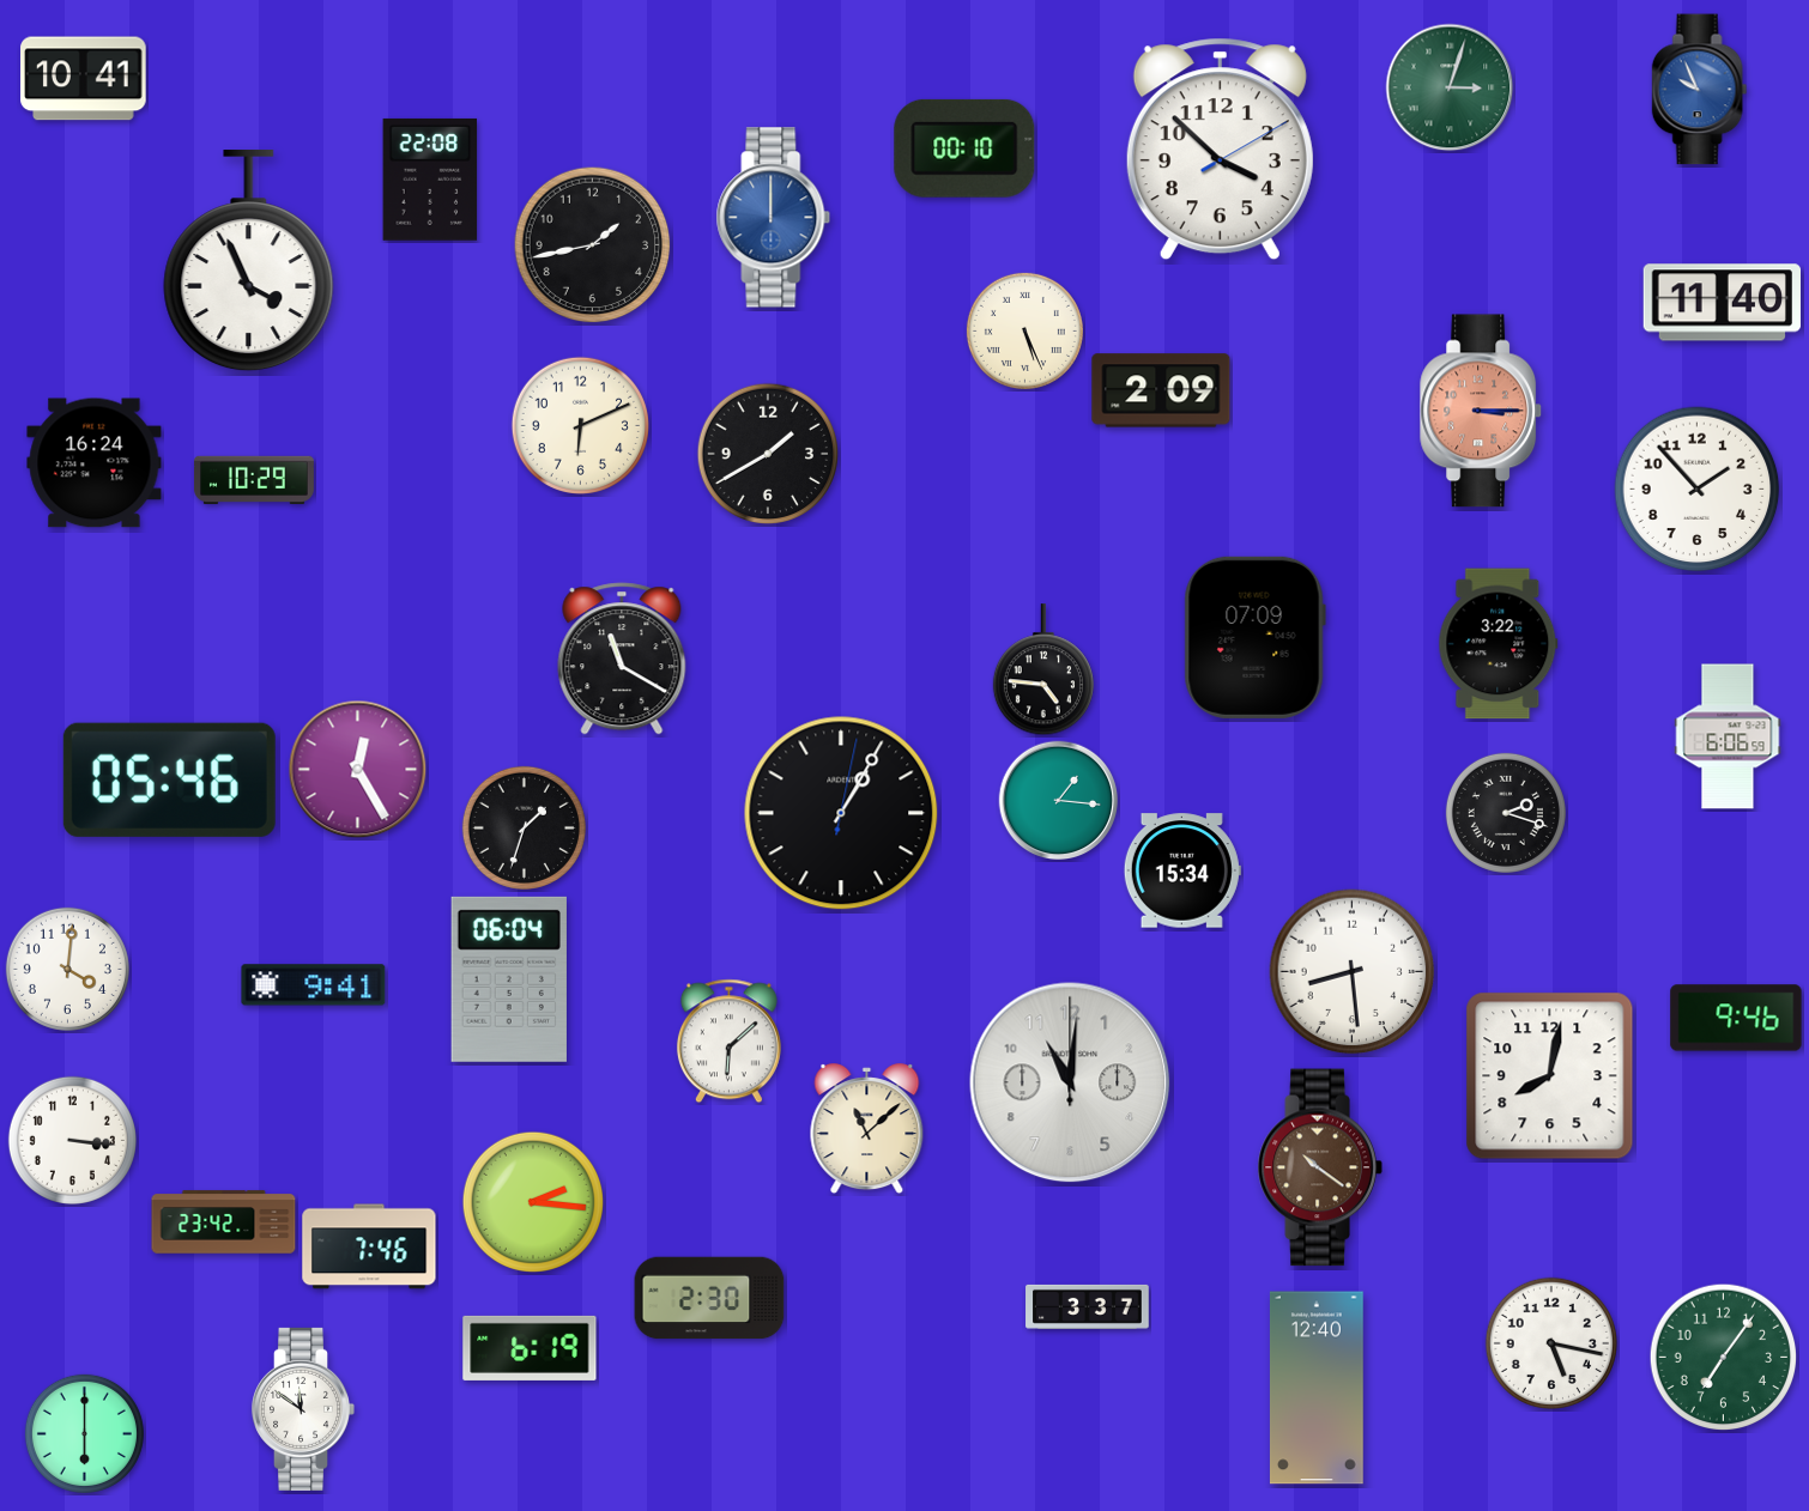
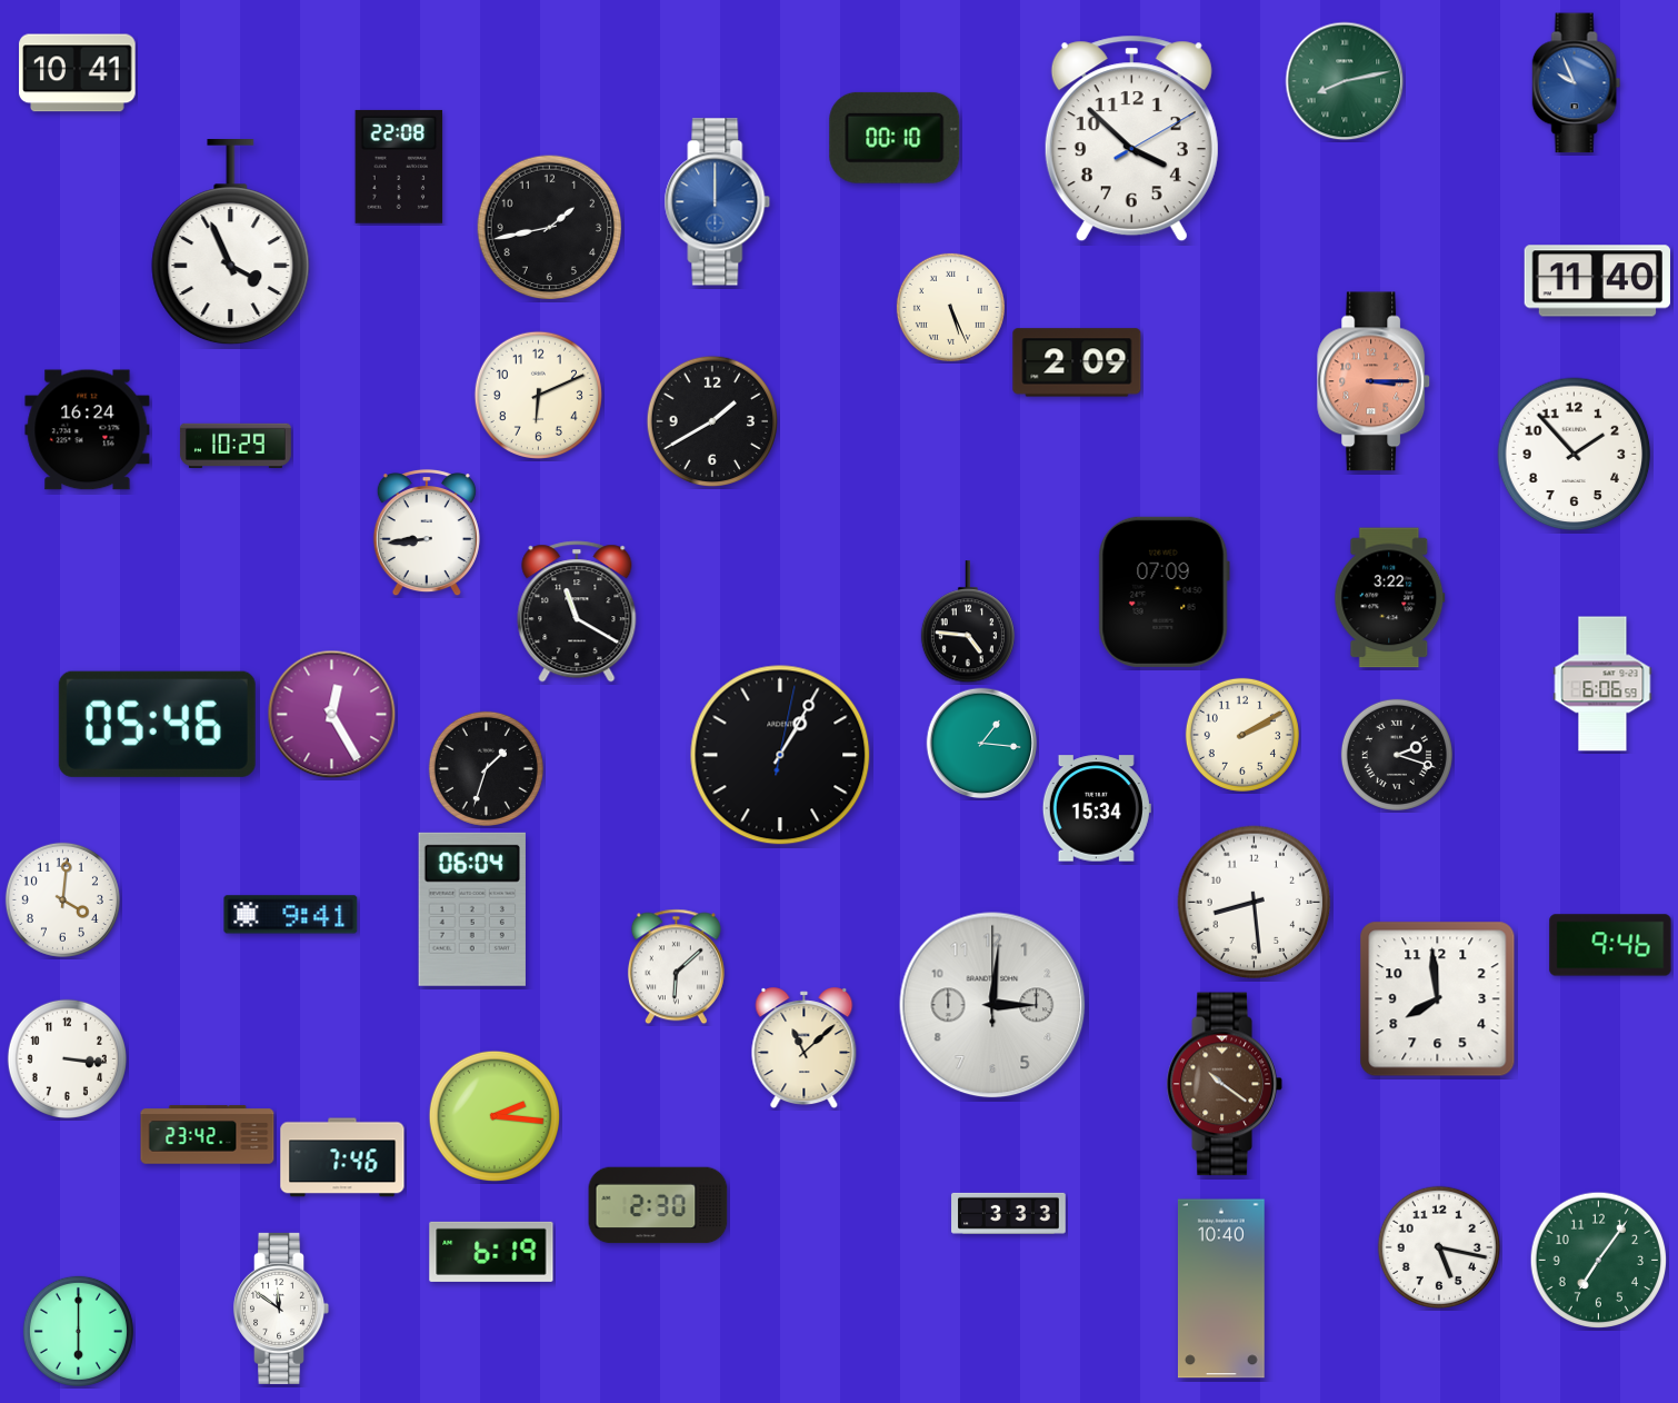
clock at (1450, 87): 3:03 -> 8:13
clock at (427, 533): none -> 8:44
clock at (1242, 735): none -> 2:10
clock at (1550, 1076): 8:02 -> 7:59
clock at (1070, 1082): 11:01 -> 3:01
clock at (1088, 1306): 3:37 -> 3:33
clock at (1317, 1388): 12:40 -> 10:40
